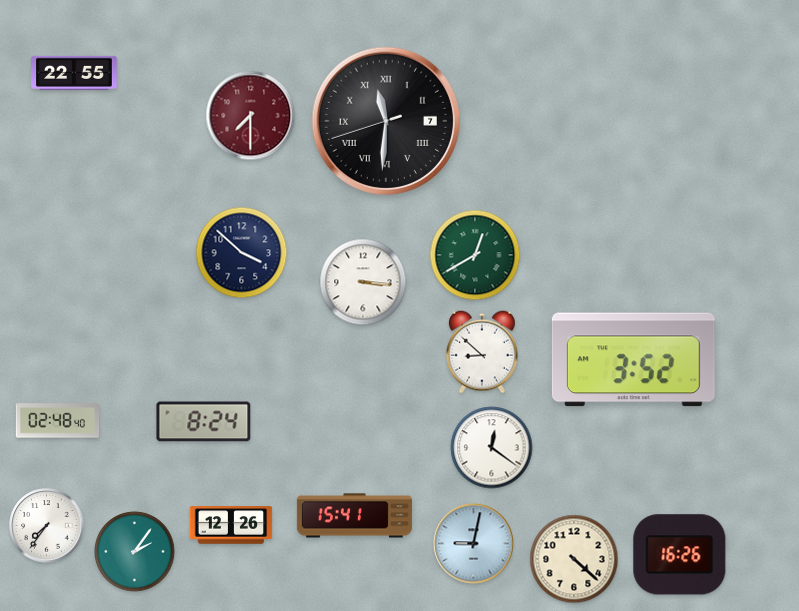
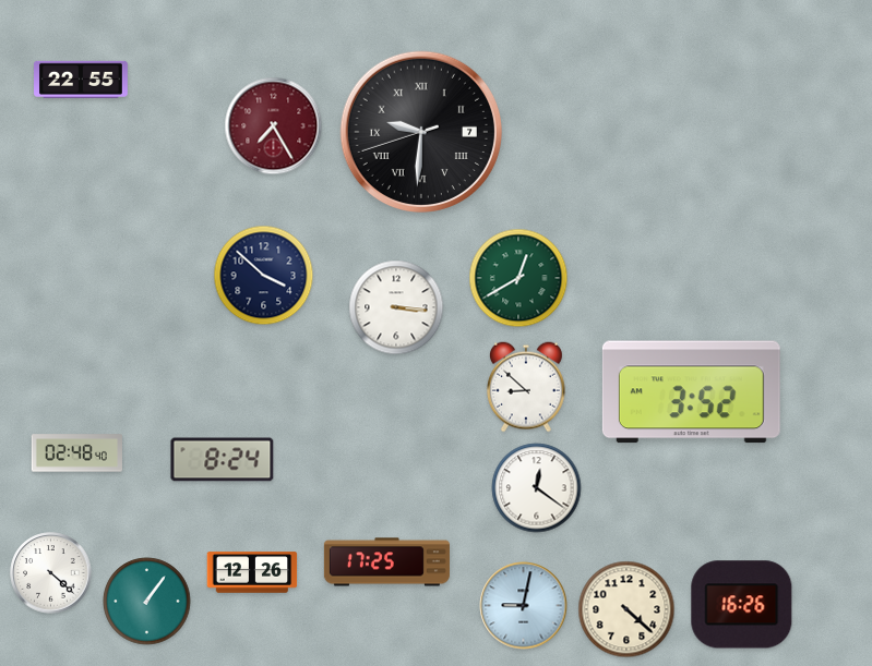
clock at (251, 116): 7:30 -> 7:25
clock at (385, 120): 11:30 -> 9:30
clock at (482, 352) position: (482, 352) -> (526, 387)
clock at (57, 421) position: (57, 421) -> (76, 453)
clock at (354, 516): 15:41 -> 17:25
clock at (47, 526): 7:36 -> 4:22
clock at (474, 544) position: (474, 544) -> (524, 606)
clock at (135, 552): 2:06 -> 1:06
